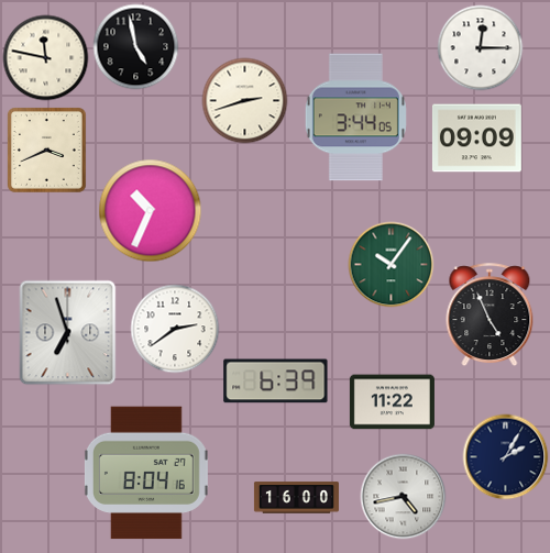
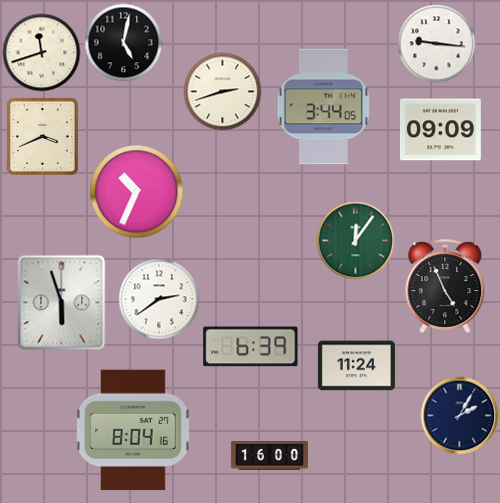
clock at (135, 46): 4:58 -> 5:02
clock at (480, 47): 12:15 -> 9:16
clock at (45, 57): 11:47 -> 11:42
clock at (476, 139) position: (476, 139) -> (440, 130)
clock at (391, 264): 10:06 -> 12:06
clock at (68, 332): 6:57 -> 5:57
clock at (392, 402): 11:22 -> 11:24
clock at (403, 496): 4:43 -> none
clock at (296, 498) position: (296, 498) -> (269, 456)
